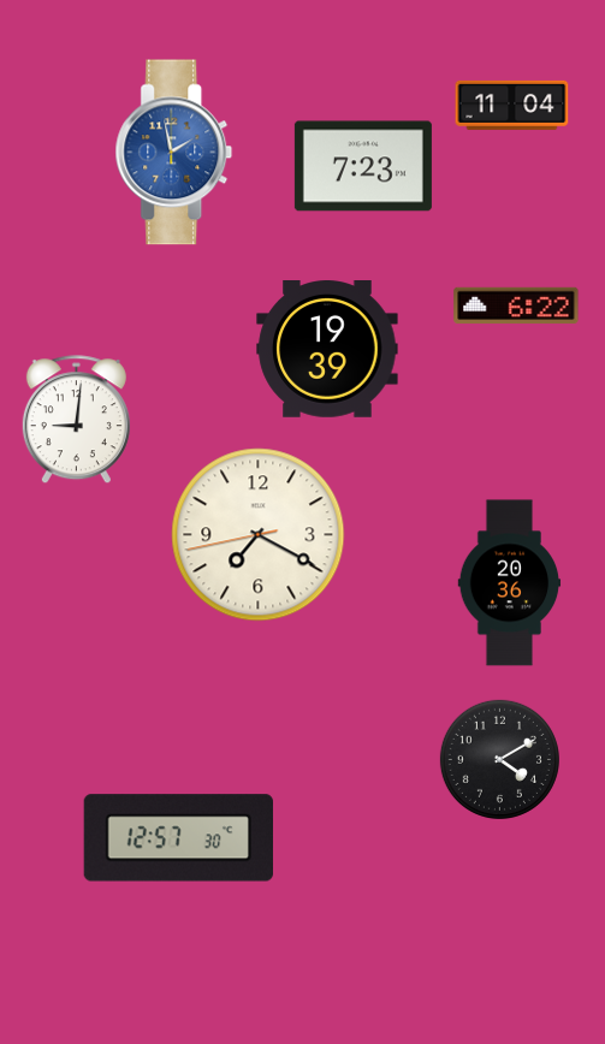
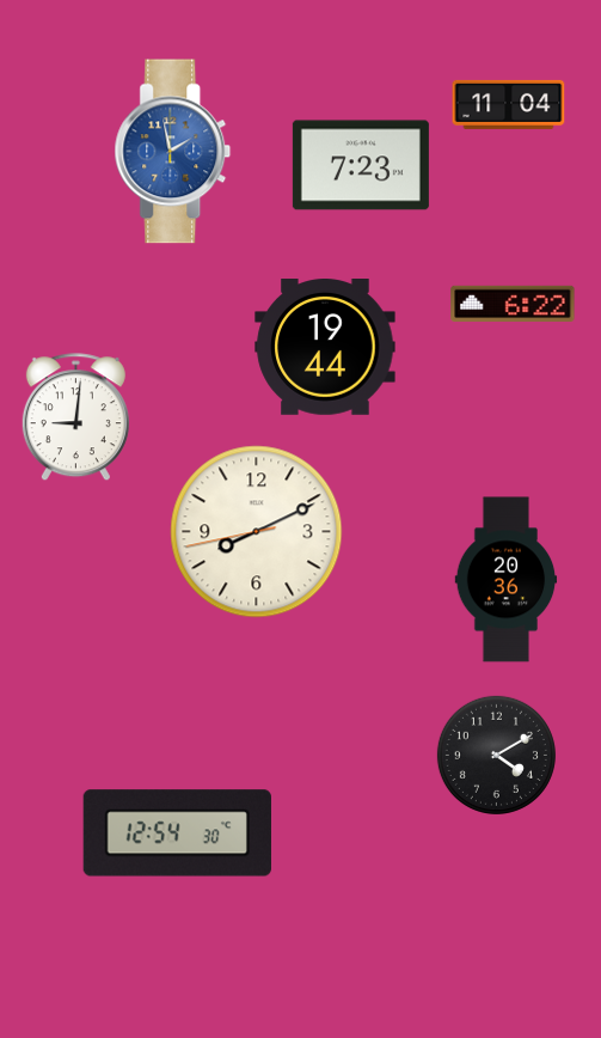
clock at (327, 350): 19:39 -> 19:44
clock at (259, 535): 7:19 -> 8:10
clock at (178, 838): 12:57 -> 12:54
